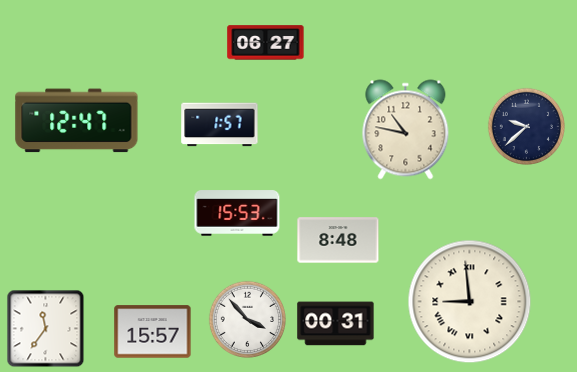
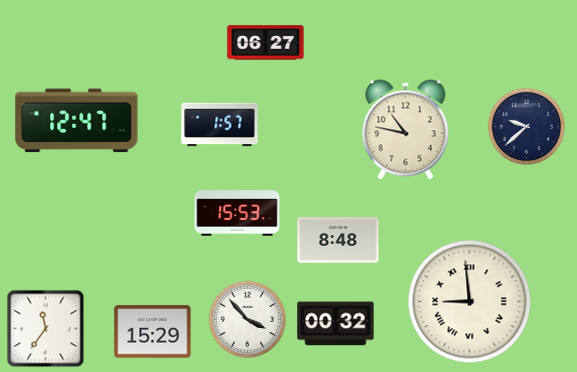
clock at (336, 324): 00:31 -> 00:32
clock at (153, 332): 15:57 -> 15:29
